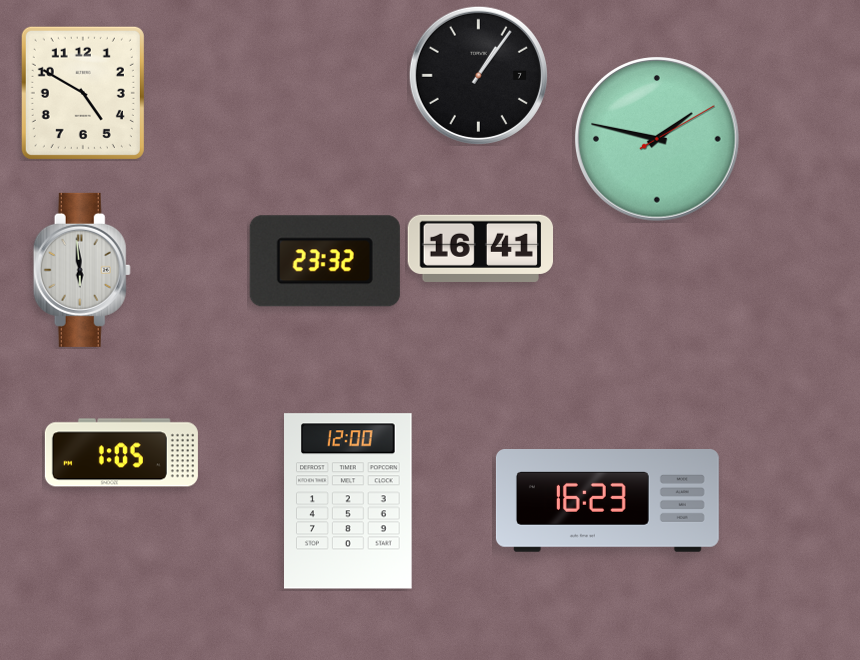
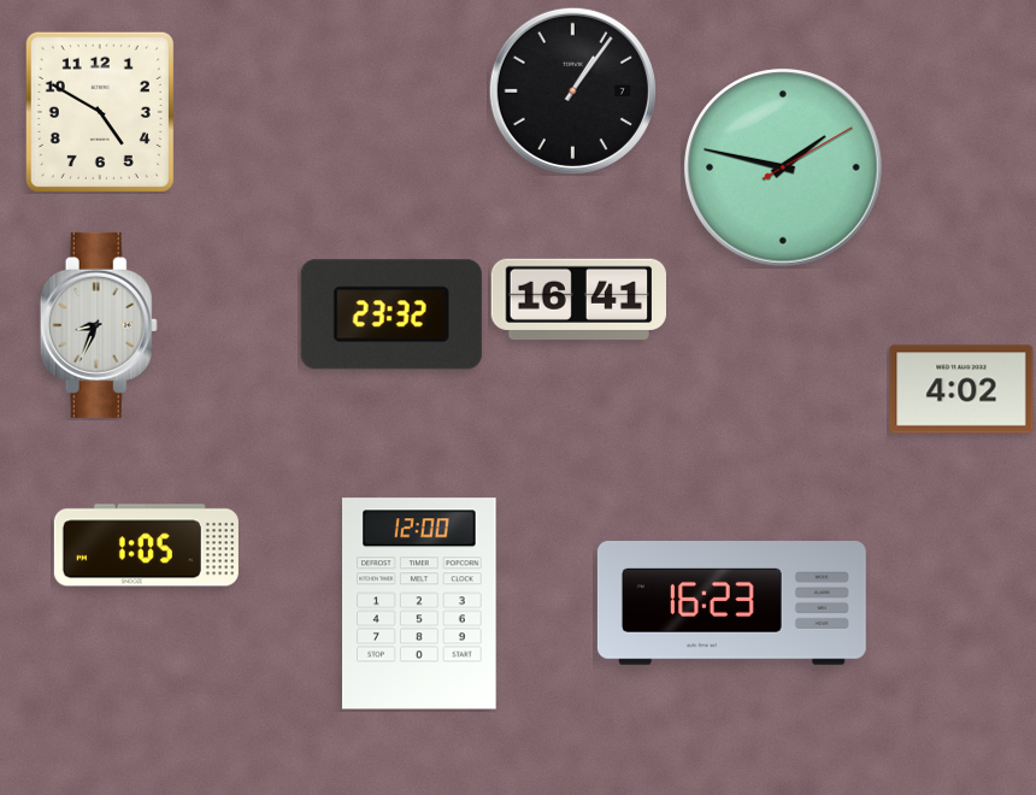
clock at (478, 75) position: (478, 75) -> (572, 90)
clock at (657, 139) position: (657, 139) -> (783, 167)
clock at (82, 270): 5:59 -> 8:34
clock at (961, 389): none -> 4:02
